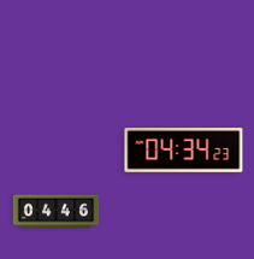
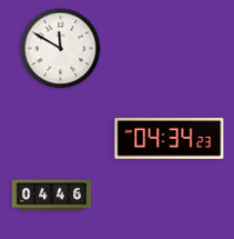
clock at (61, 49): none -> 11:50
